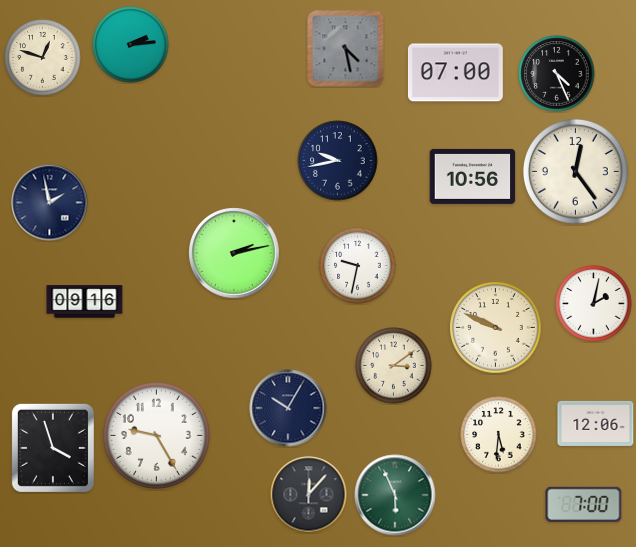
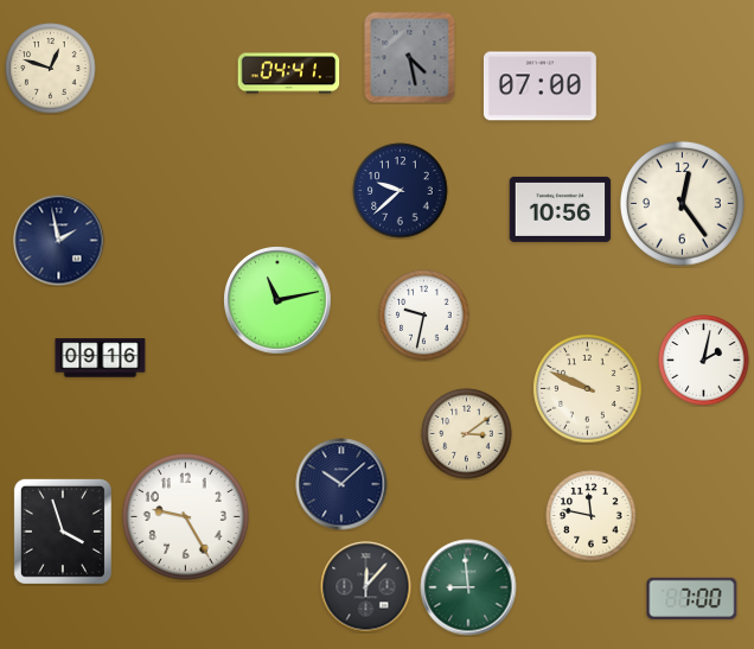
clock at (131, 45): 2:14 -> none
clock at (289, 74): none -> 04:41
clock at (557, 74): 4:26 -> none
clock at (338, 161): 9:43 -> 9:38
clock at (234, 253): 2:13 -> 11:13
clock at (288, 408): 10:05 -> 10:08
clock at (596, 423): 12:06 -> none
clock at (499, 435): 5:31 -> 11:47
clock at (395, 495): 5:56 -> 8:59
